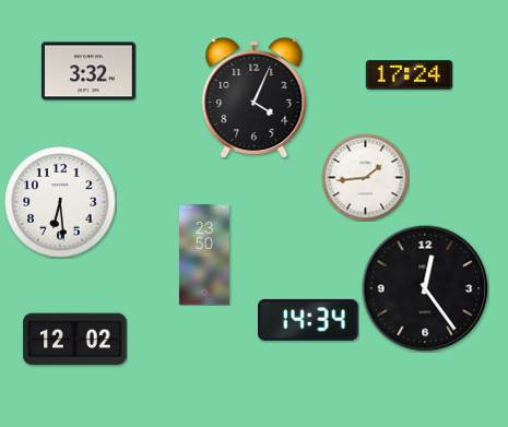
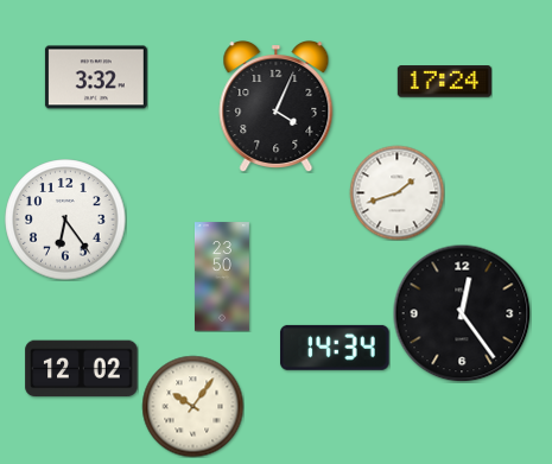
clock at (365, 177): 1:44 -> 1:42
clock at (60, 202): 6:29 -> 6:24
clock at (192, 406): none -> 10:06
